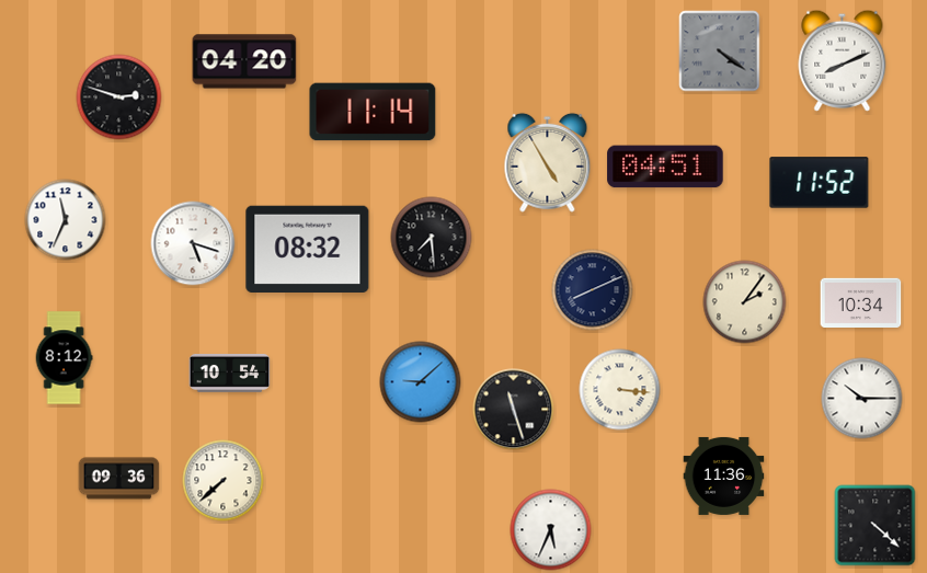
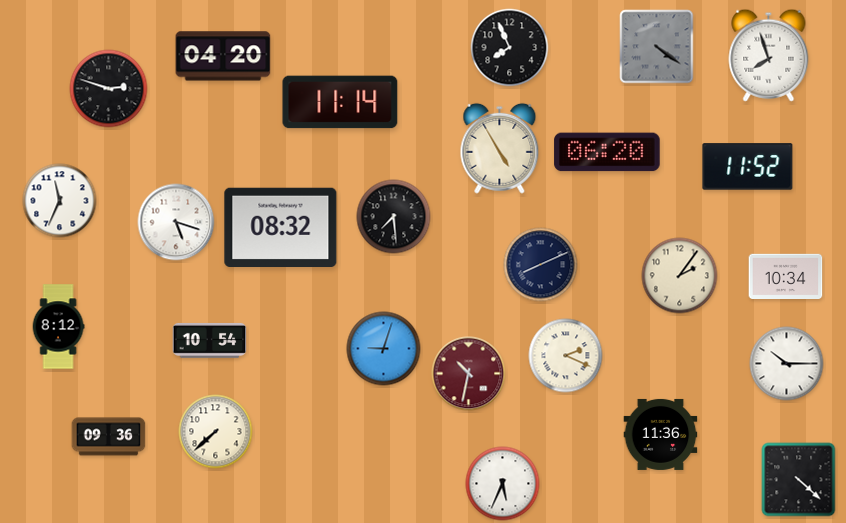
clock at (510, 48): none -> 7:56
clock at (843, 60): 8:11 -> 7:57
clock at (665, 167): 04:51 -> 06:20
clock at (421, 382): 9:08 -> 9:03
clock at (620, 390): 3:16 -> 2:19
clock at (514, 410): 11:27 -> 10:32
clock at (514, 410) dial: black -> burgundy
clock at (224, 481) position: (224, 481) -> (216, 432)
